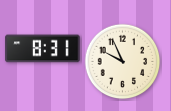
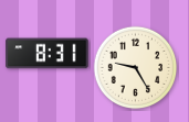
clock at (123, 62): 9:56 -> 9:25
